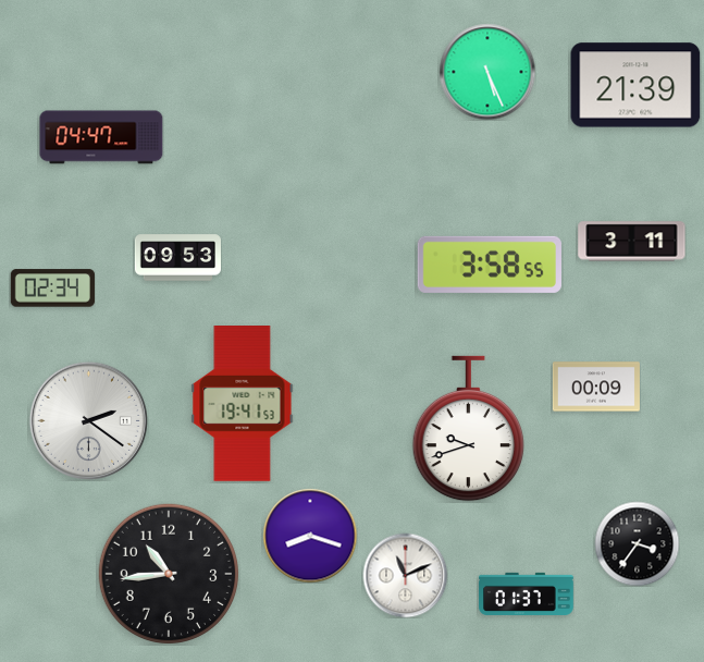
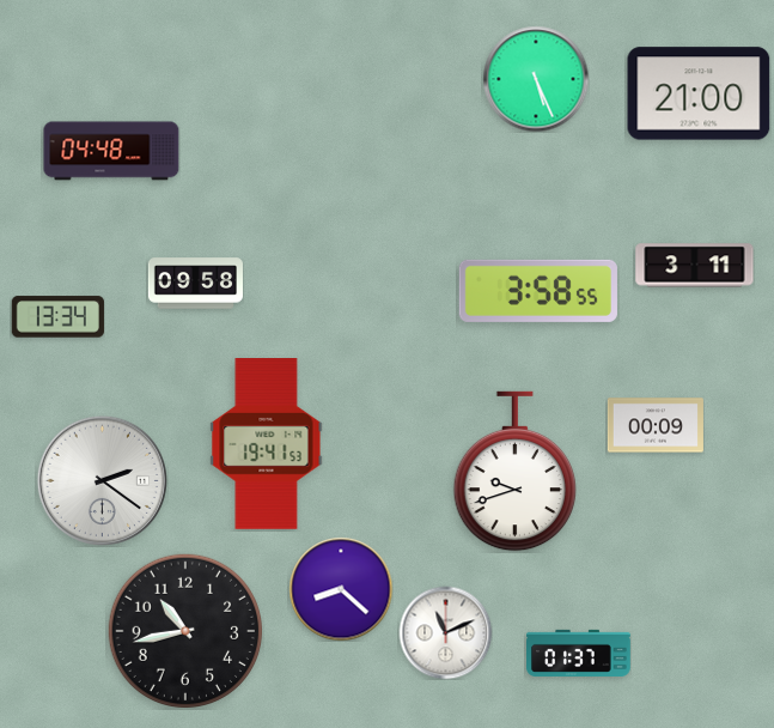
clock at (635, 85): 21:39 -> 21:00
clock at (101, 137): 04:47 -> 04:48
clock at (177, 258): 09:53 -> 09:58
clock at (52, 289): 02:34 -> 13:34
clock at (88, 420) position: (88, 420) -> (102, 480)
clock at (310, 536): 8:18 -> 8:22
clock at (637, 543): 3:36 -> none
clock at (168, 573): 10:44 -> 10:43
